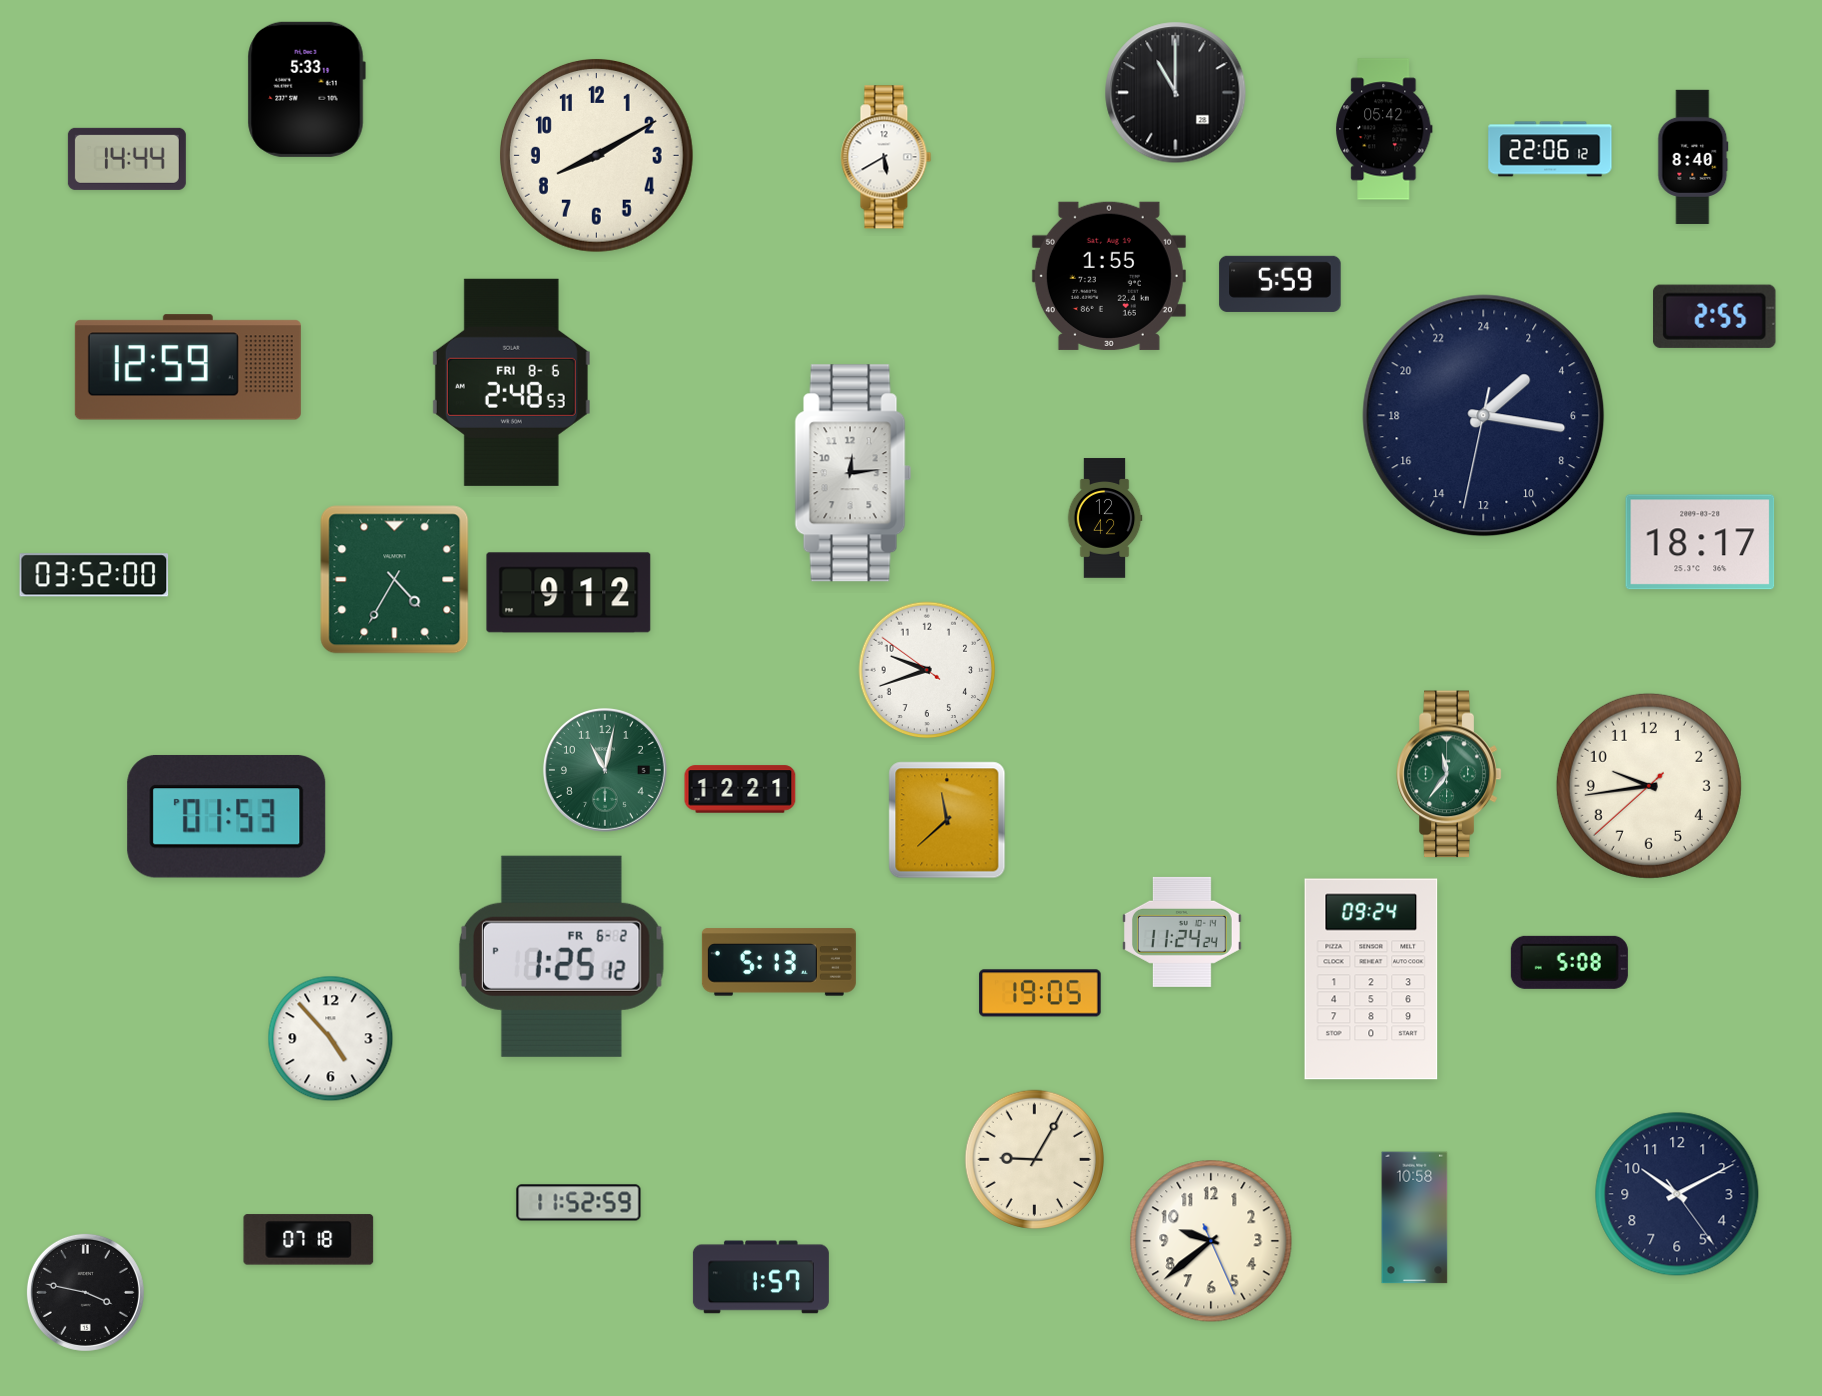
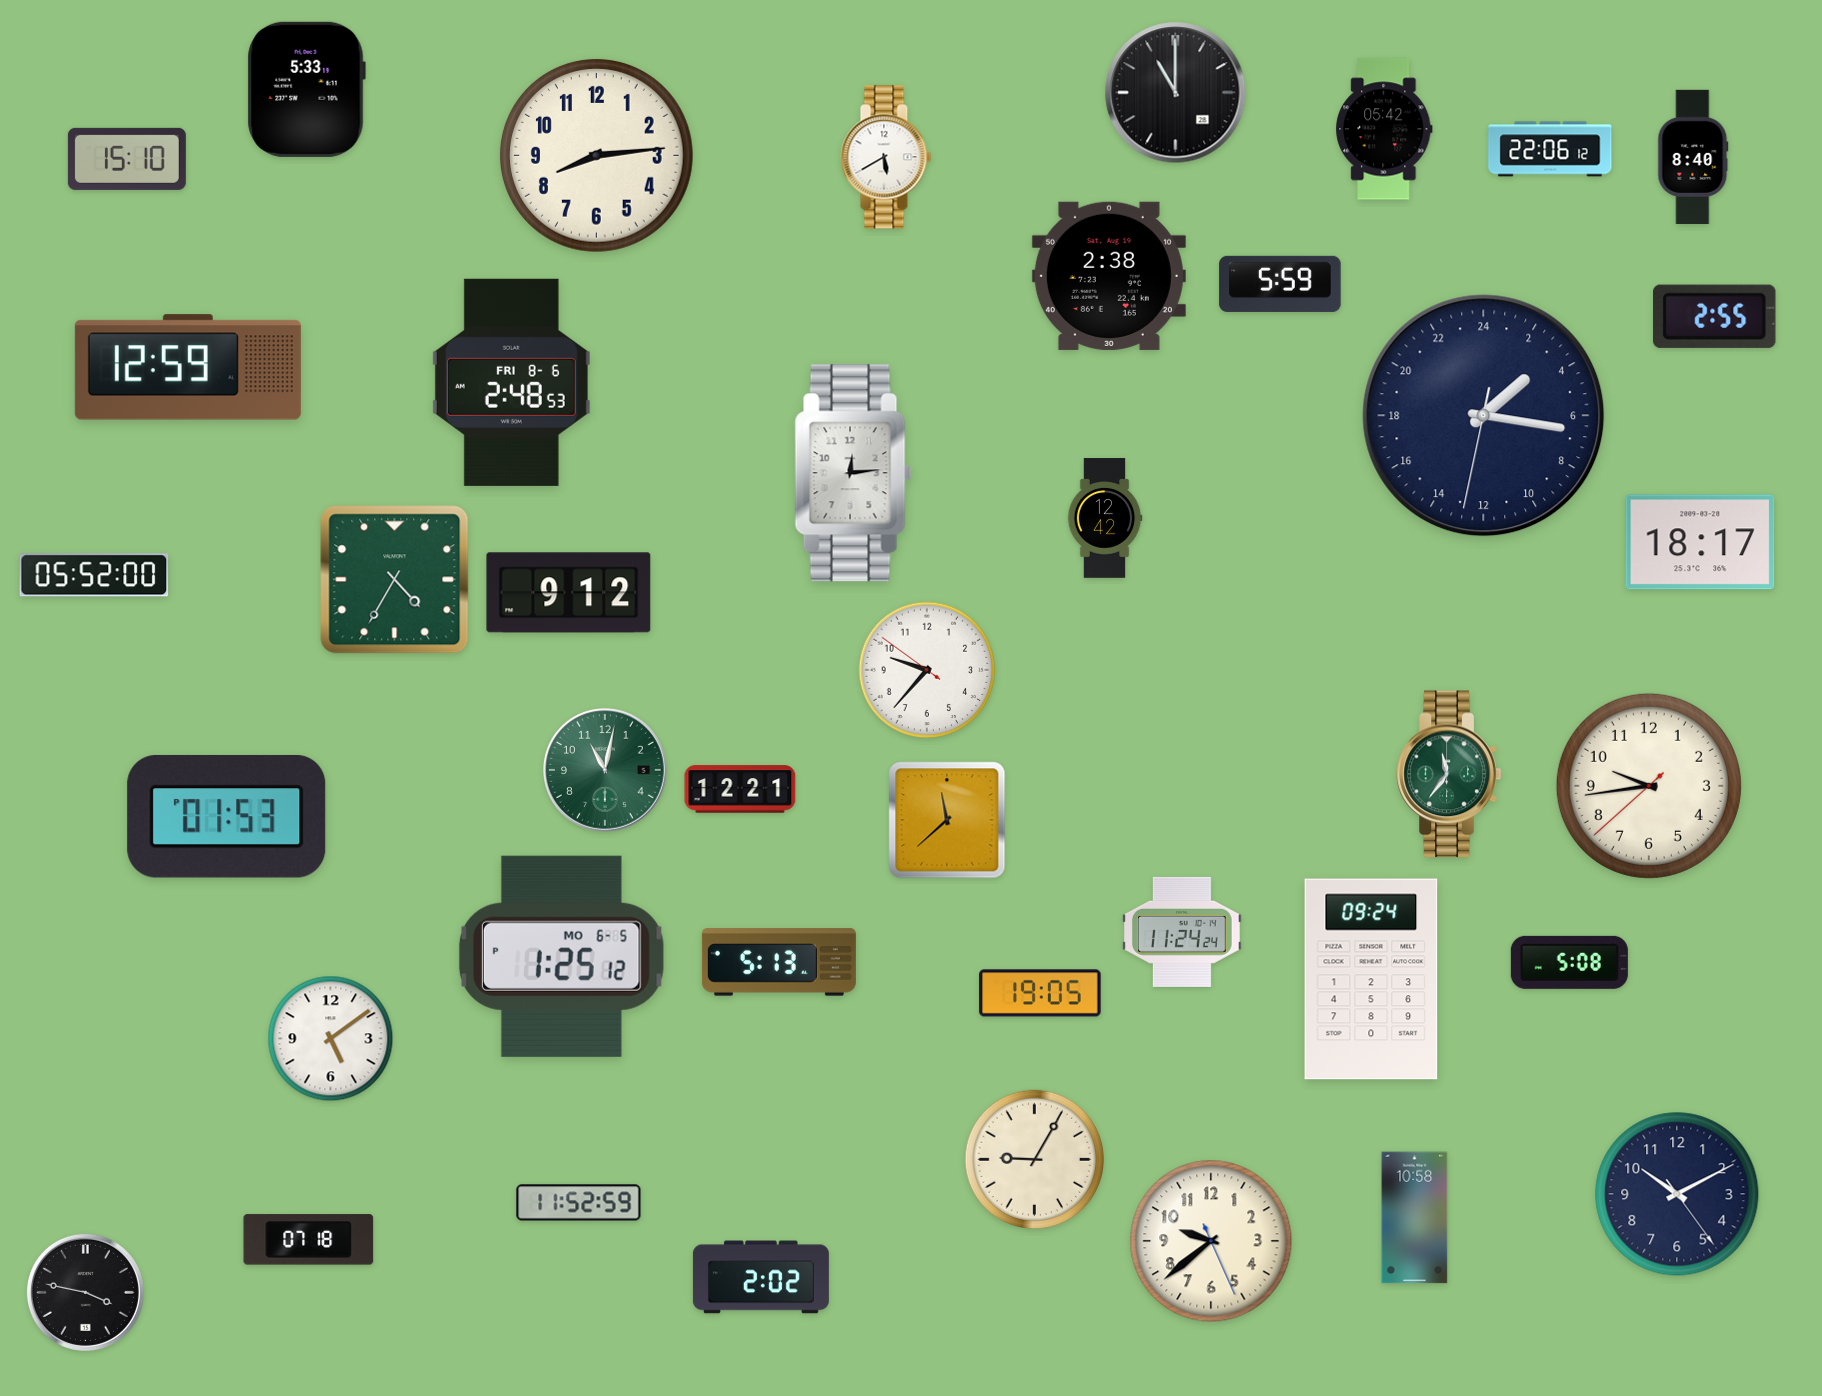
clock at (596, 155): 8:10 -> 8:14
clock at (127, 159): 14:44 -> 15:10
clock at (1109, 276): 1:55 -> 2:38
clock at (94, 575): 03:52 -> 05:52
clock at (927, 670): 9:41 -> 9:36
clock at (561, 956) date: FR 6-2 -> MO 6-5
clock at (331, 1039): 4:53 -> 5:09
clock at (761, 1277): 1:57 -> 2:02
